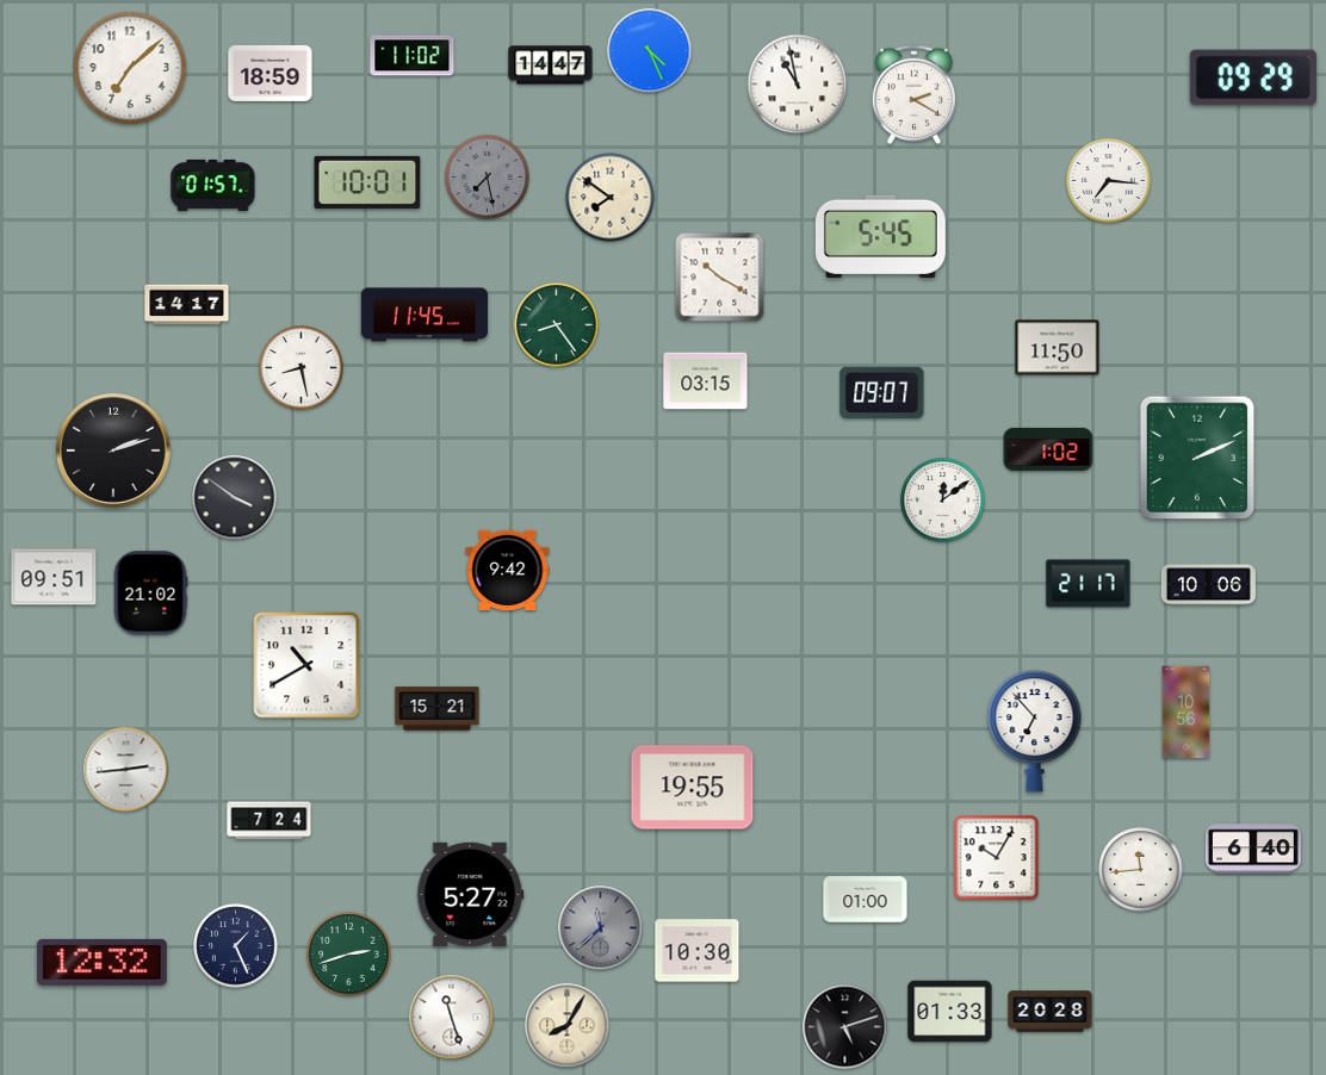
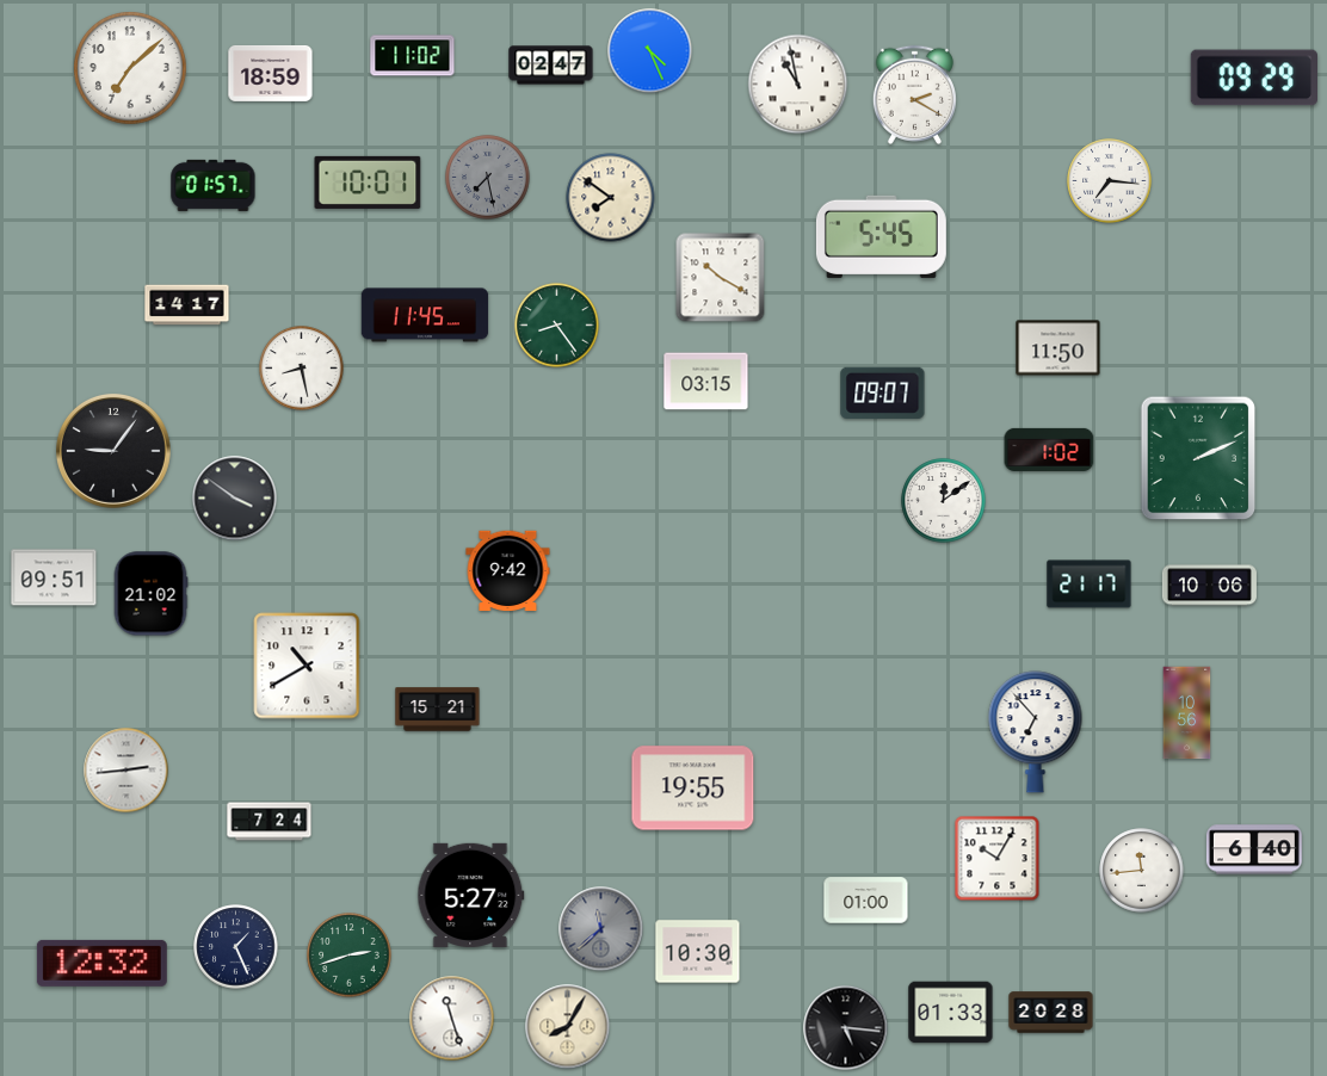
clock at (551, 66): 14:47 -> 02:47
clock at (113, 450): 2:12 -> 9:06
clock at (845, 1027): 5:12 -> 5:16
